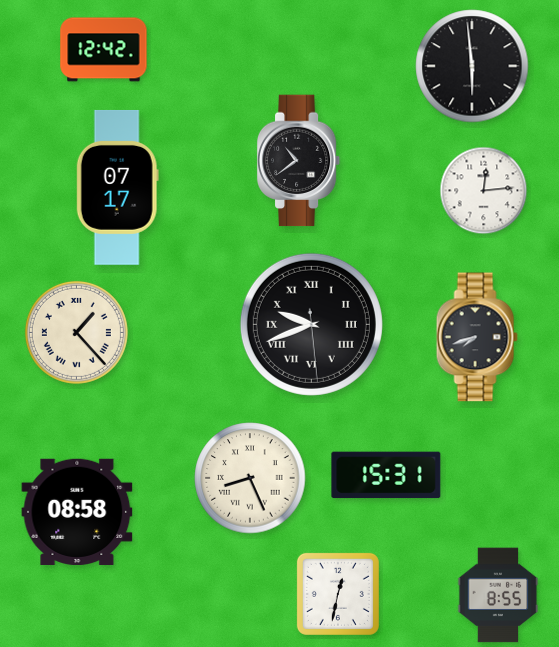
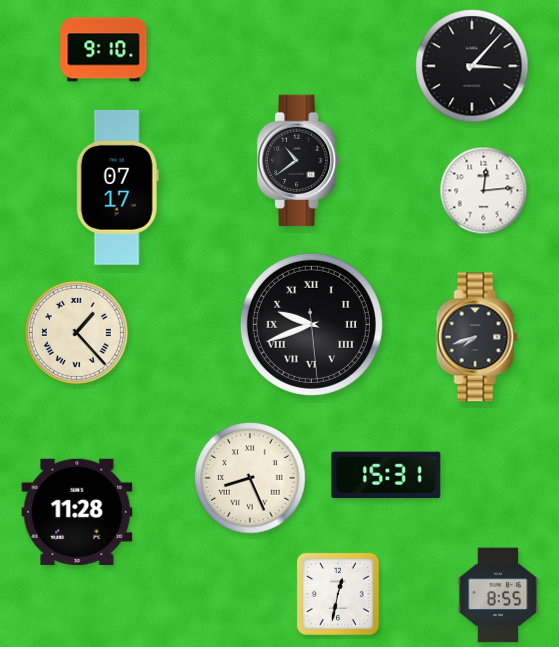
clock at (104, 50): 12:42 -> 9:10
clock at (472, 66): 5:59 -> 3:07
clock at (77, 512): 08:58 -> 11:28
